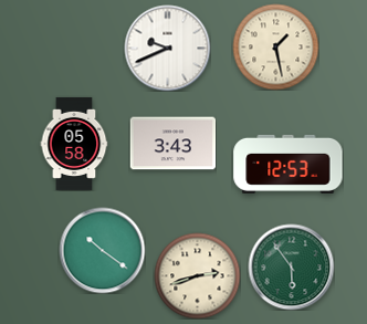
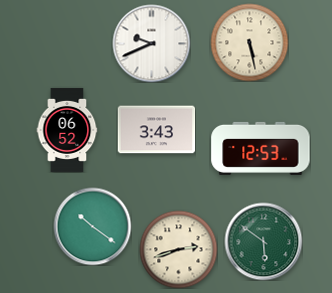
clock at (275, 46): 1:28 -> 5:28
clock at (74, 144): 05:58 -> 06:52
clock at (291, 266): 5:54 -> 5:51
